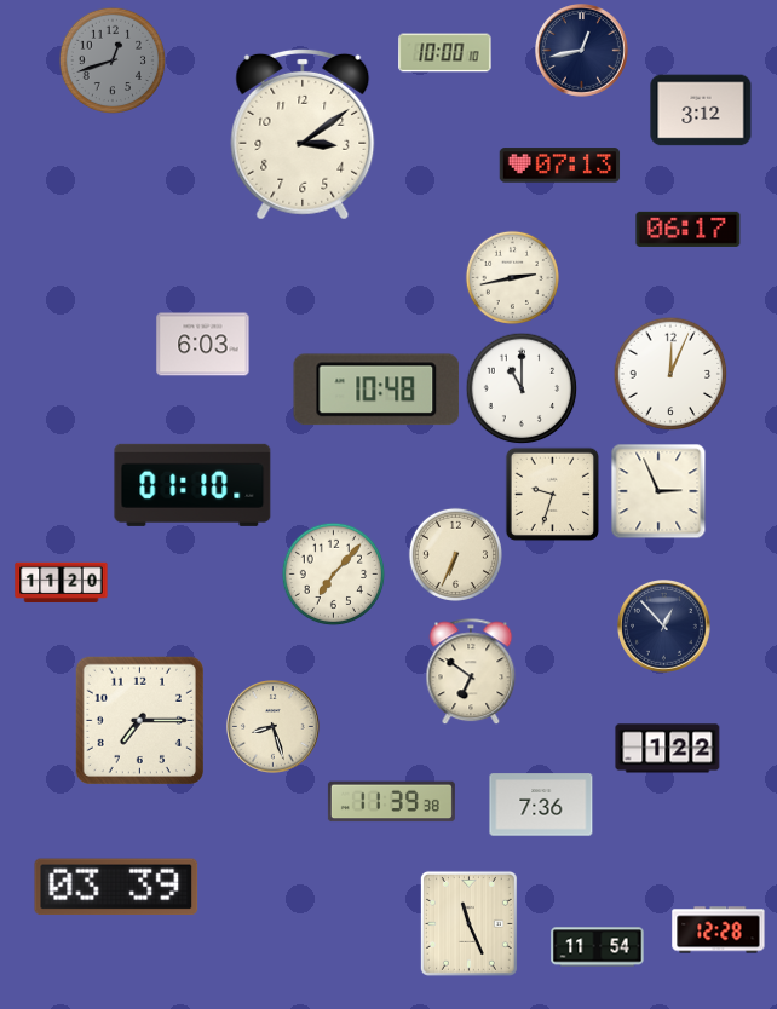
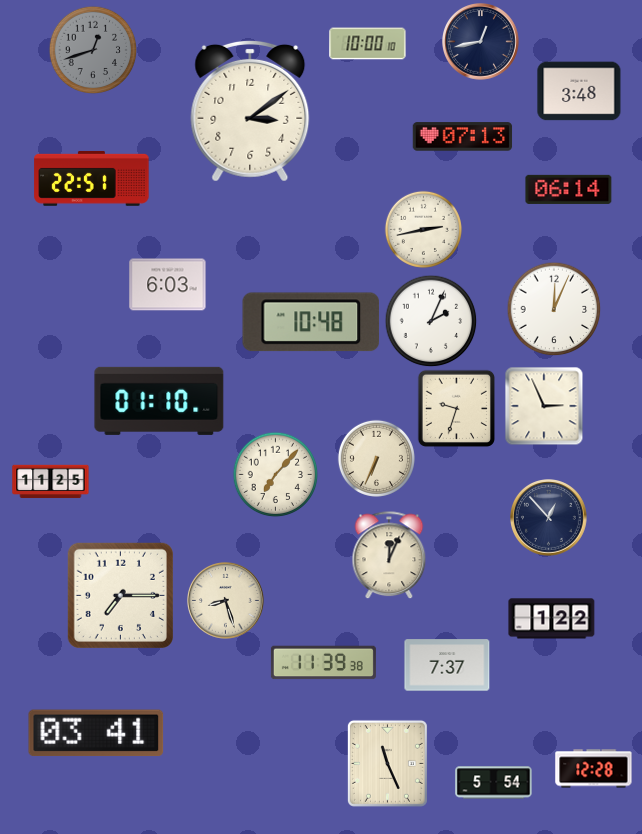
clock at (701, 110): 3:12 -> 3:48
clock at (92, 178): none -> 22:51
clock at (689, 229): 06:17 -> 06:14
clock at (522, 388): 11:00 -> 2:04
clock at (62, 583): 11:20 -> 11:25
clock at (471, 671): 6:51 -> 12:04
clock at (139, 720) position: (139, 720) -> (120, 595)
clock at (541, 805): 7:36 -> 7:37
clock at (116, 887): 03:39 -> 03:41
clock at (598, 947): 11:54 -> 5:54
